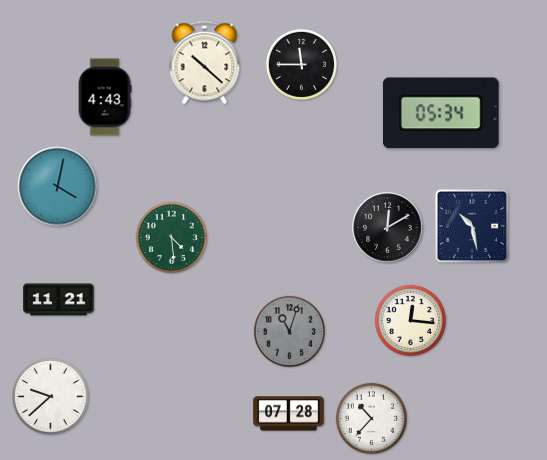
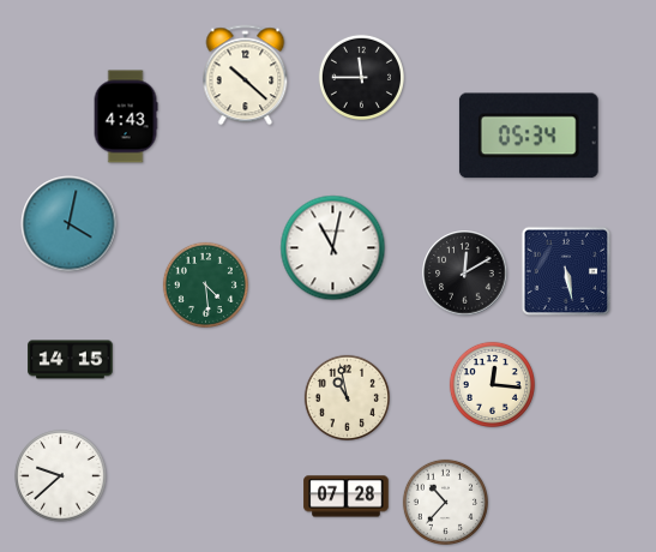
clock at (333, 248): none -> 11:02
clock at (472, 226): 10:28 -> 5:28
clock at (59, 300): 11:21 -> 14:15
clock at (289, 331): 11:03 -> 10:58
clock at (289, 331) dial: grey -> cream
